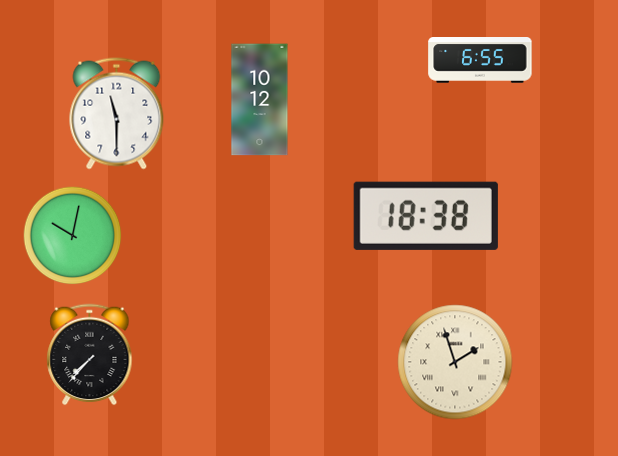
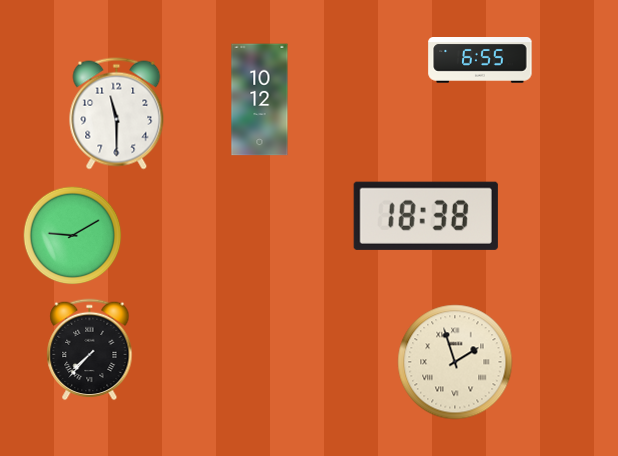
clock at (73, 236): 10:02 -> 9:10
clock at (90, 355) position: (90, 355) -> (90, 350)
